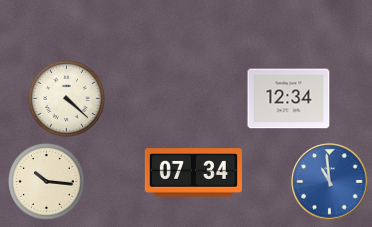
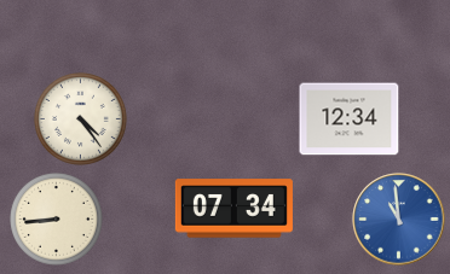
clock at (67, 99): 4:22 -> 4:24
clock at (47, 182): 10:16 -> 8:44
